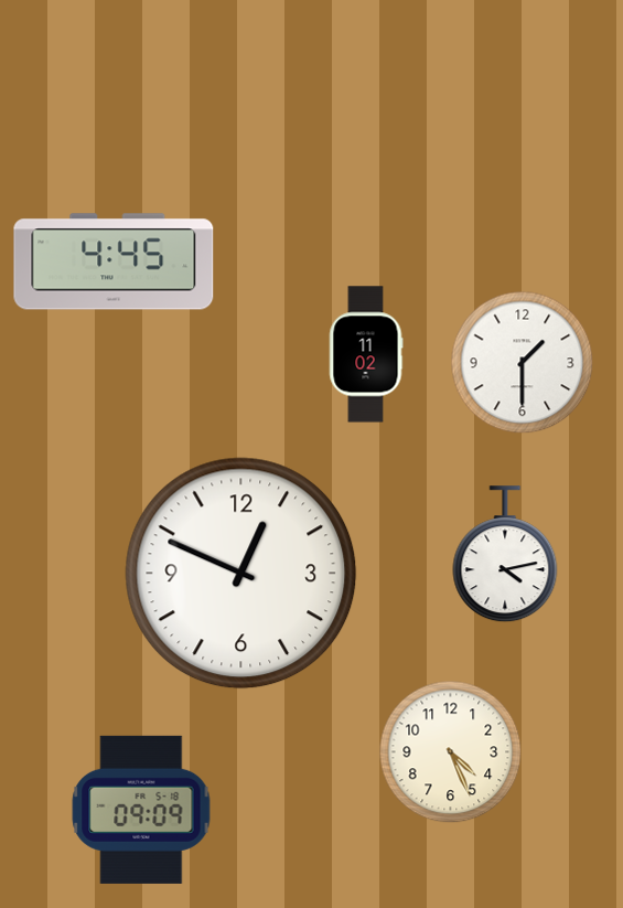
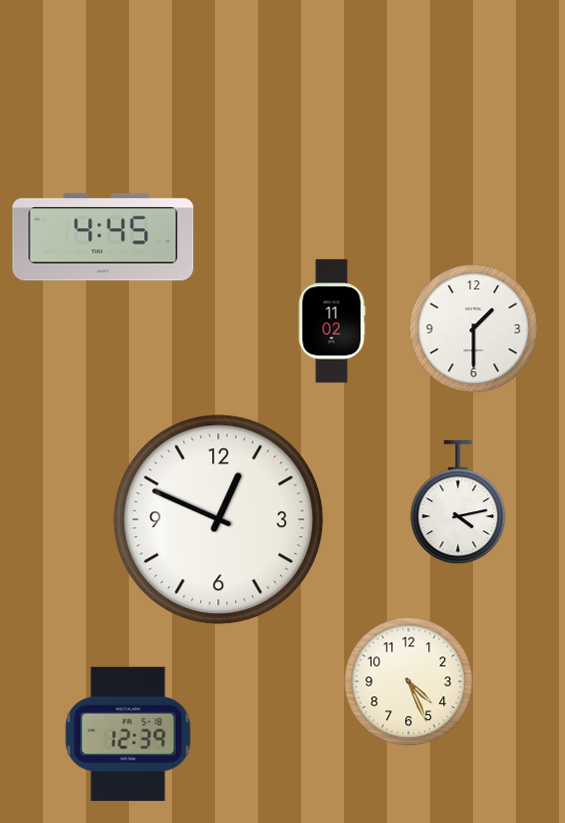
clock at (141, 810): 09:09 -> 12:39
